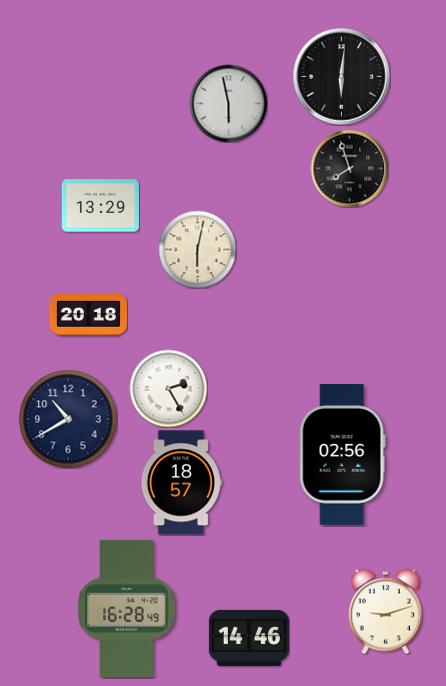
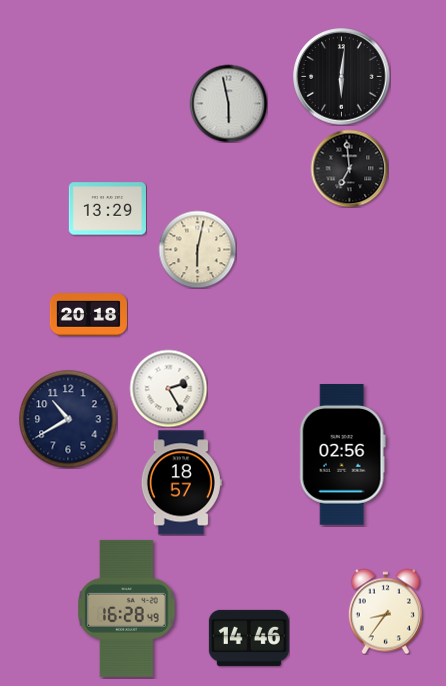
clock at (349, 168): 7:57 -> 6:59
clock at (100, 206) position: (100, 206) -> (107, 209)
clock at (385, 611): 9:12 -> 8:36
